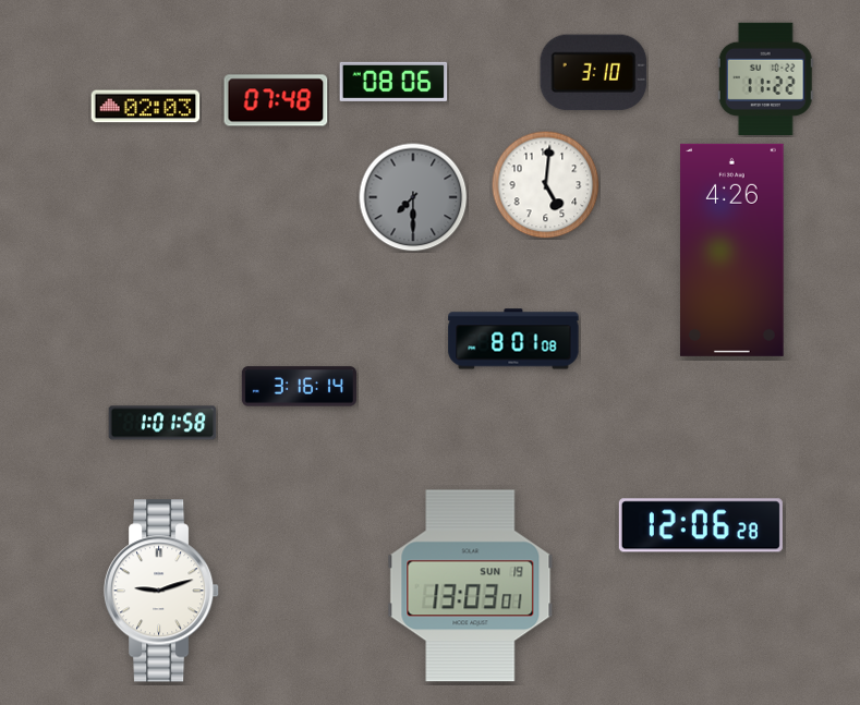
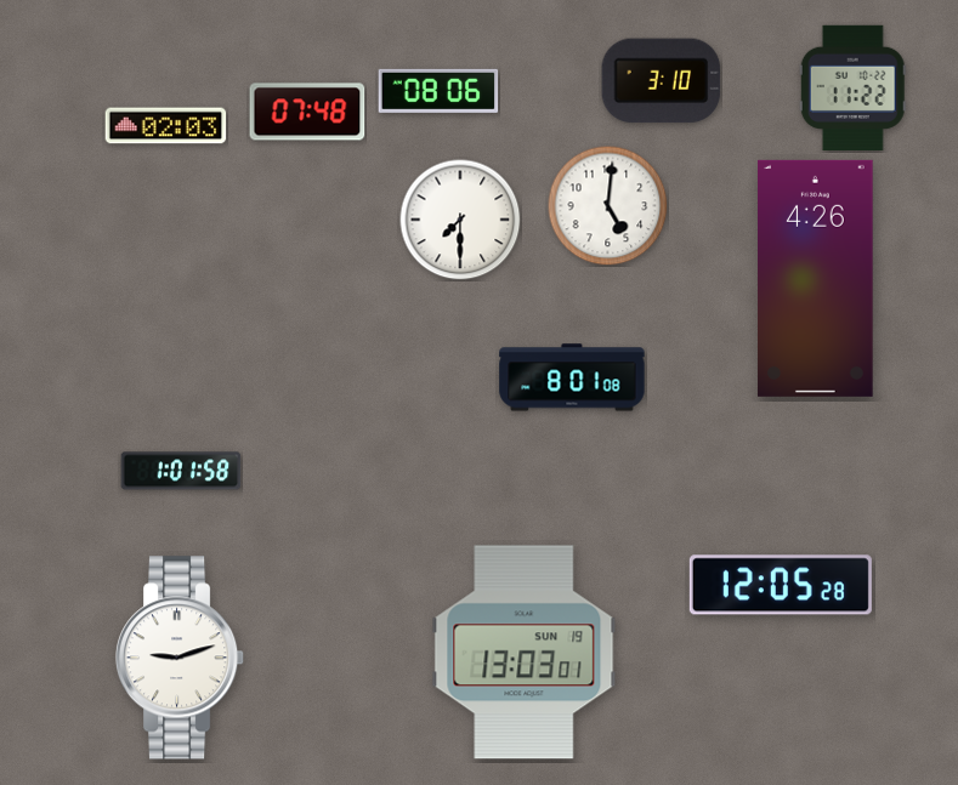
clock at (146, 107) position: (146, 107) -> (166, 126)
clock at (413, 197) dial: grey -> white
clock at (299, 387): 3:16 -> none
clock at (701, 525): 12:06 -> 12:05
